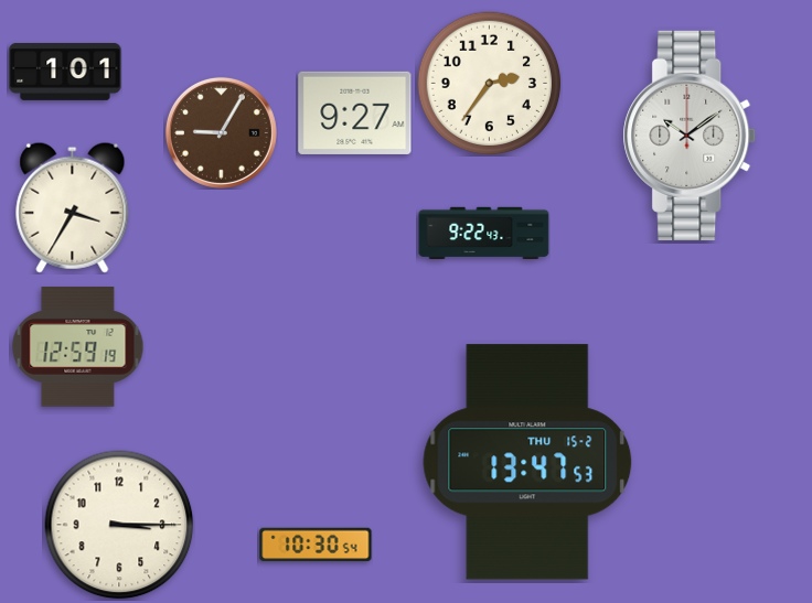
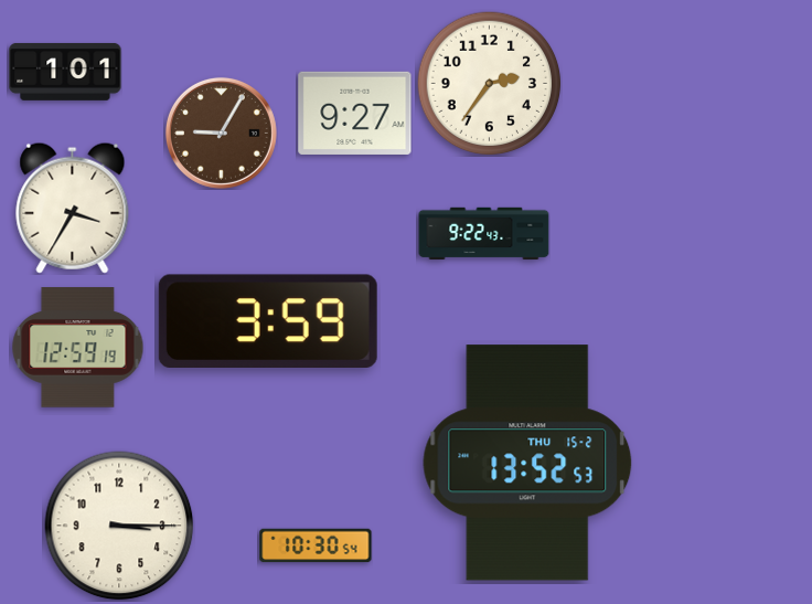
clock at (690, 136): 10:09 -> none
clock at (268, 320): none -> 3:59
clock at (527, 462): 13:47 -> 13:52
